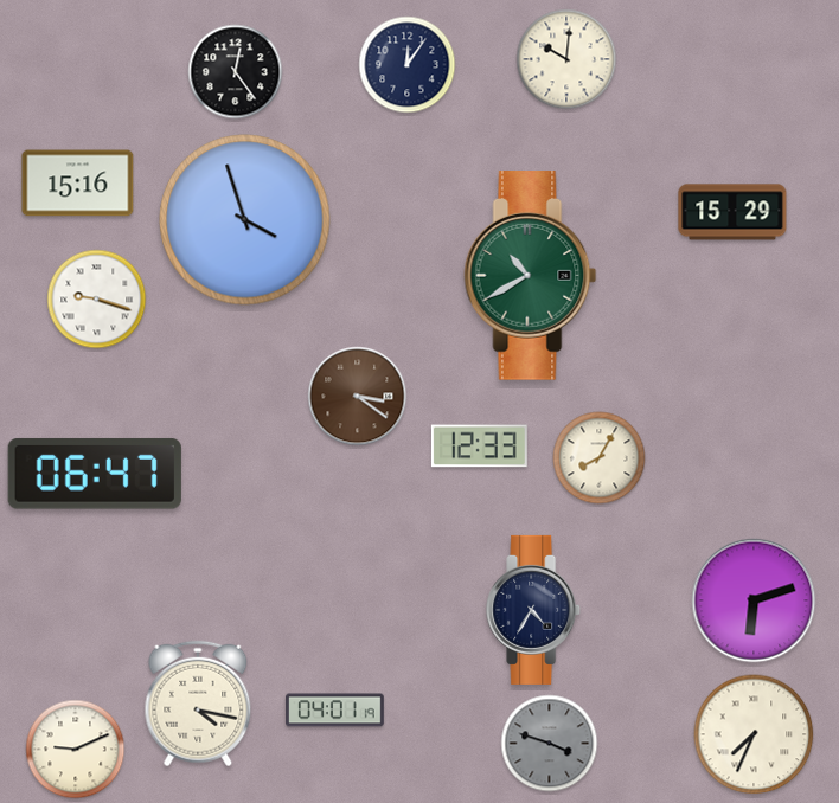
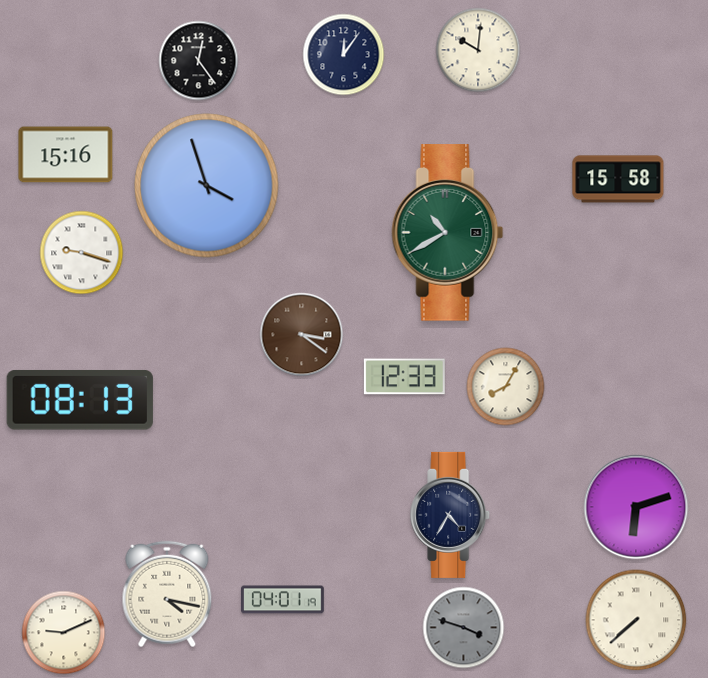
clock at (732, 212): 15:29 -> 15:58
clock at (95, 474): 06:47 -> 08:13
clock at (754, 734): 7:34 -> 7:38
